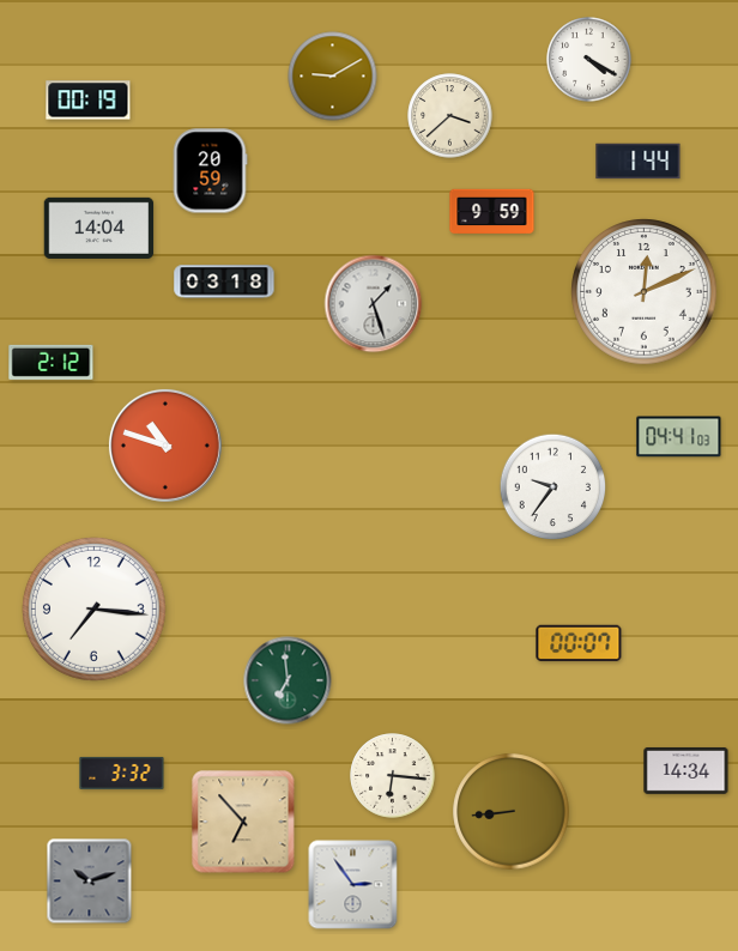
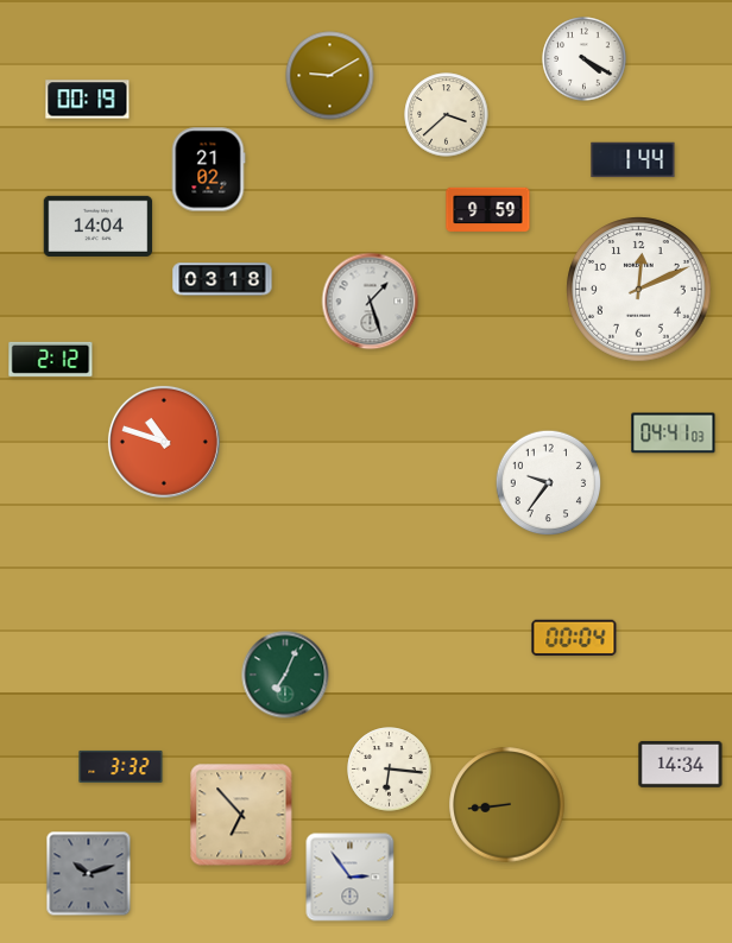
clock at (210, 171): 20:59 -> 21:02
clock at (93, 608): 7:16 -> none
clock at (579, 643): 00:07 -> 00:04
clock at (288, 680): 6:59 -> 7:04
